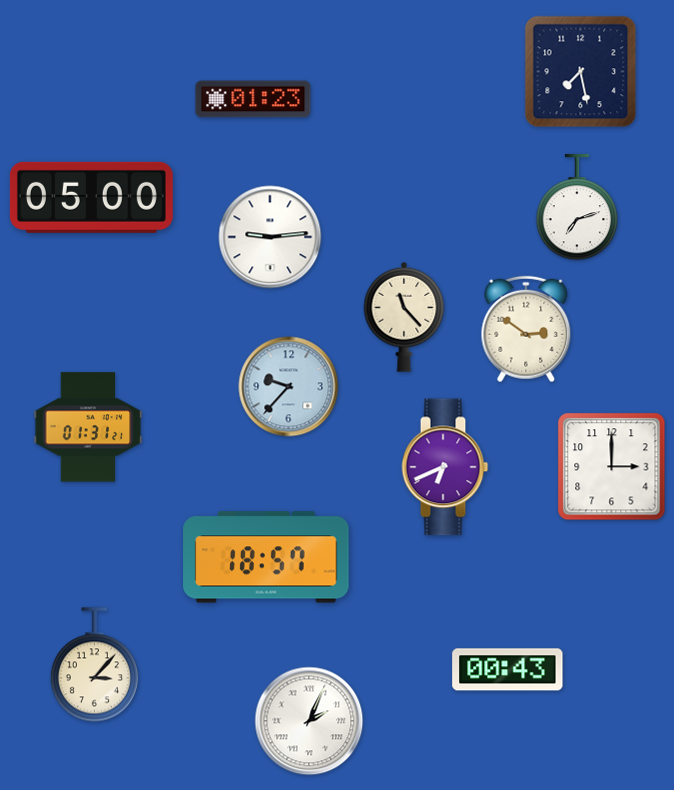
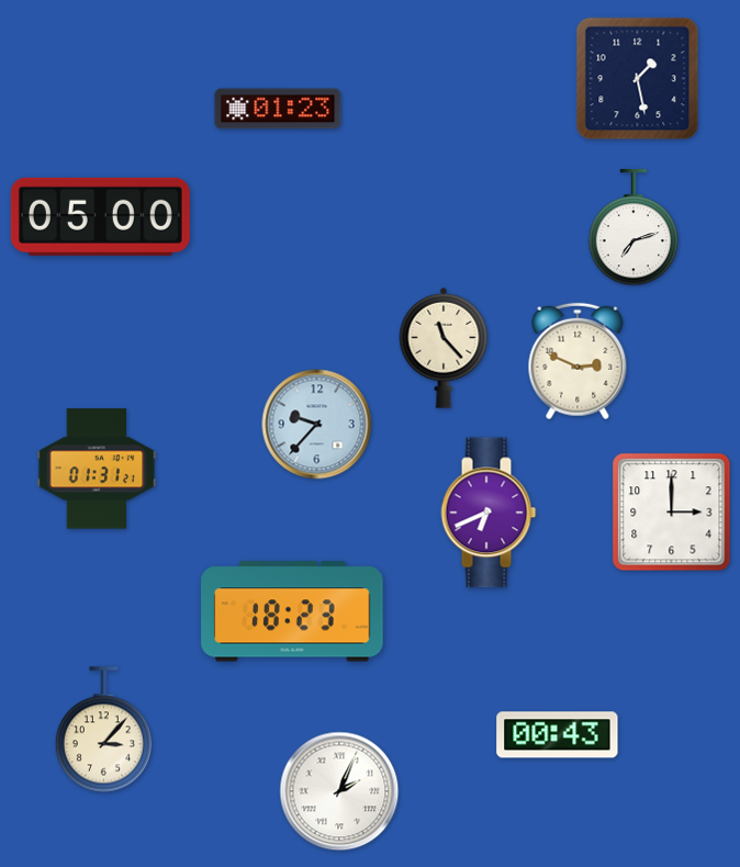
clock at (581, 72): 7:28 -> 1:28
clock at (270, 237): 9:14 -> none
clock at (526, 329): 2:51 -> 2:49
clock at (266, 557): 18:57 -> 18:23
